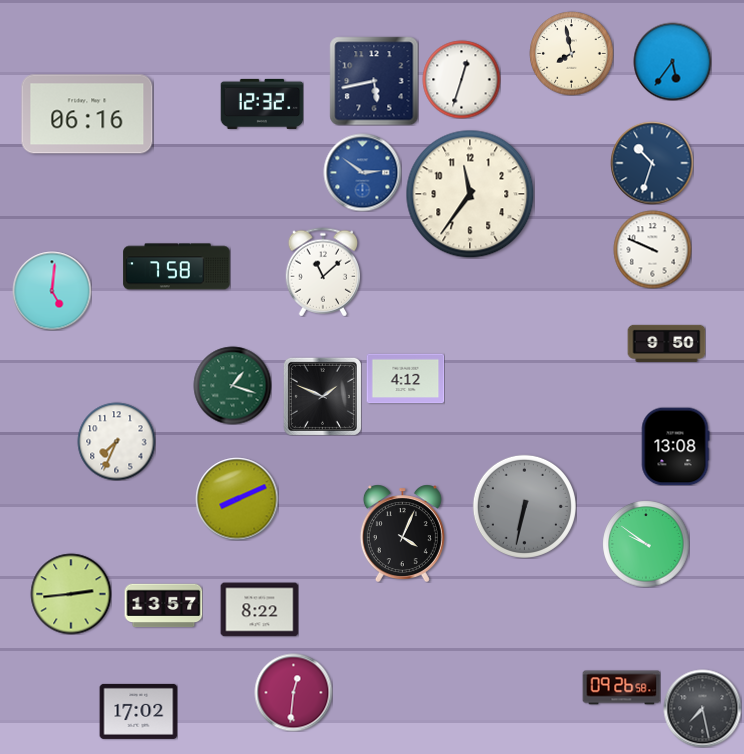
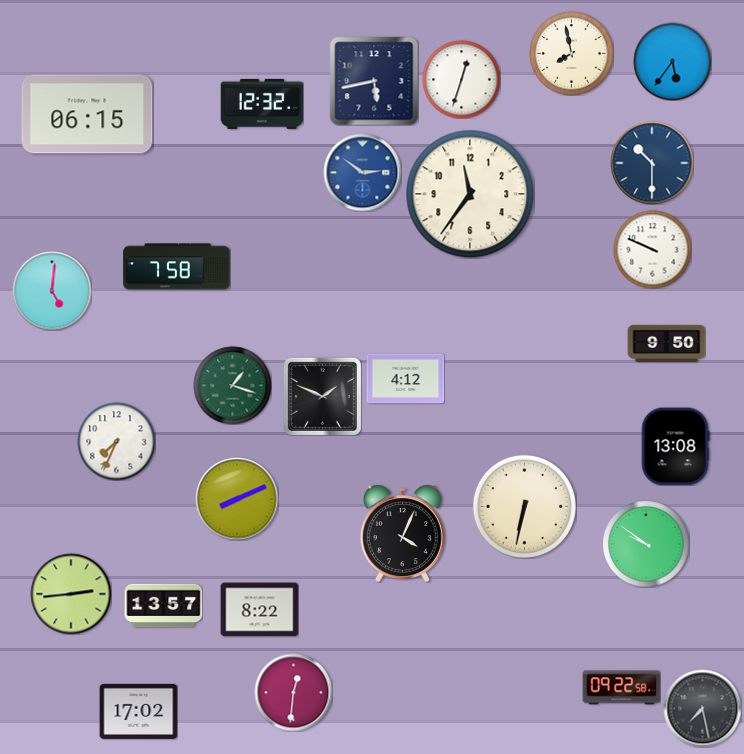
clock at (87, 114): 06:16 -> 06:15
clock at (652, 163): 10:33 -> 10:30
clock at (322, 272): 11:08 -> none
clock at (524, 506) dial: grey -> cream
clock at (621, 688): 09:26 -> 09:22
